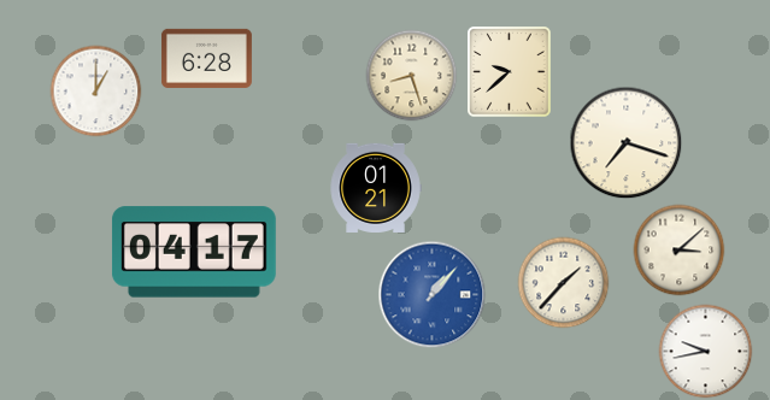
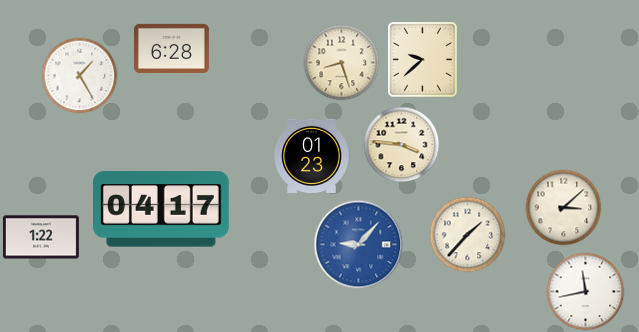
clock at (96, 92): 1:00 -> 1:25
clock at (627, 143): 7:18 -> none
clock at (402, 145): none -> 3:46
clock at (376, 188): 01:21 -> 01:23
clock at (41, 237): none -> 1:22
clock at (433, 295): 1:07 -> 9:07
clock at (706, 352): 9:43 -> 11:43
